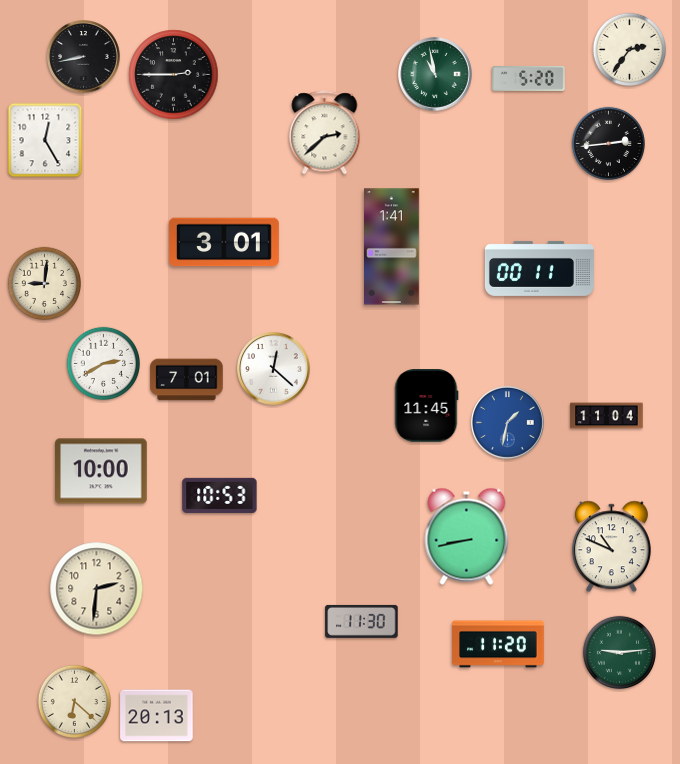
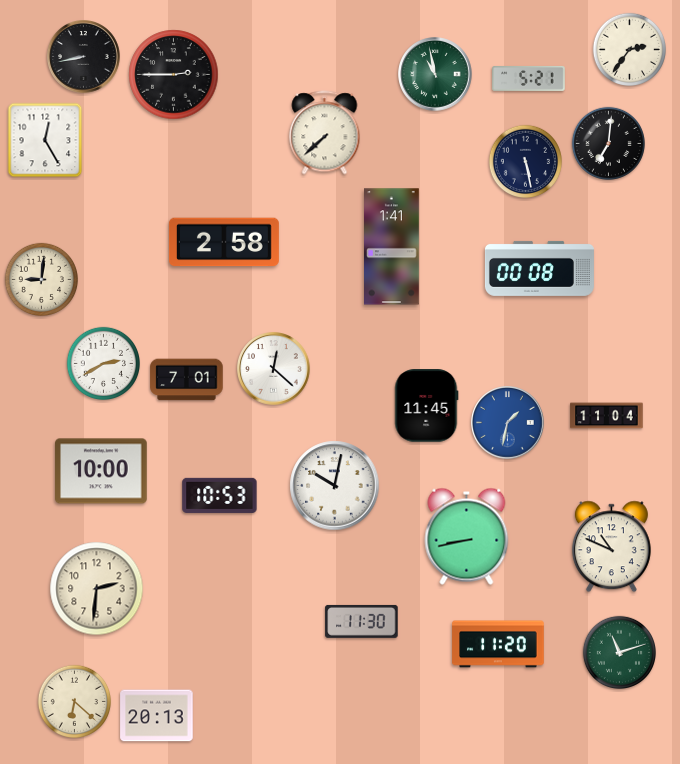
clock at (529, 78): 5:20 -> 5:21
clock at (325, 133): 2:38 -> 7:38
clock at (608, 143): 2:44 -> 7:01
clock at (525, 161): none -> 5:28
clock at (224, 242): 3:01 -> 2:58
clock at (539, 268): 00:11 -> 00:08
clock at (44, 283) position: (44, 283) -> (41, 279)
clock at (335, 486): none -> 10:02
clock at (619, 652): 9:14 -> 11:12
